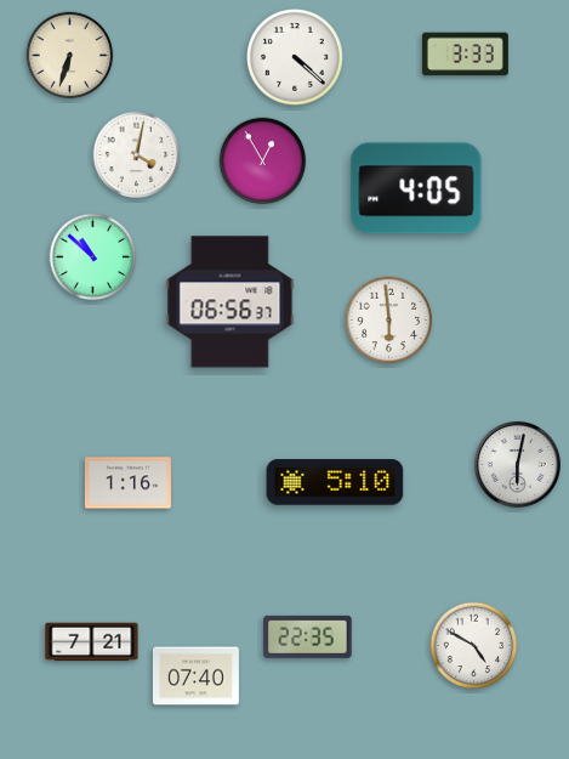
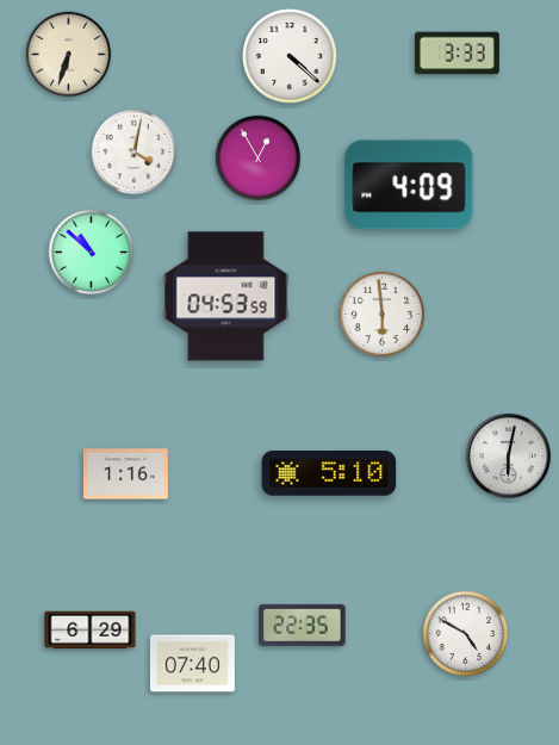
clock at (416, 188): 4:05 -> 4:09
clock at (231, 302): 06:56 -> 04:53
clock at (92, 642): 7:21 -> 6:29
